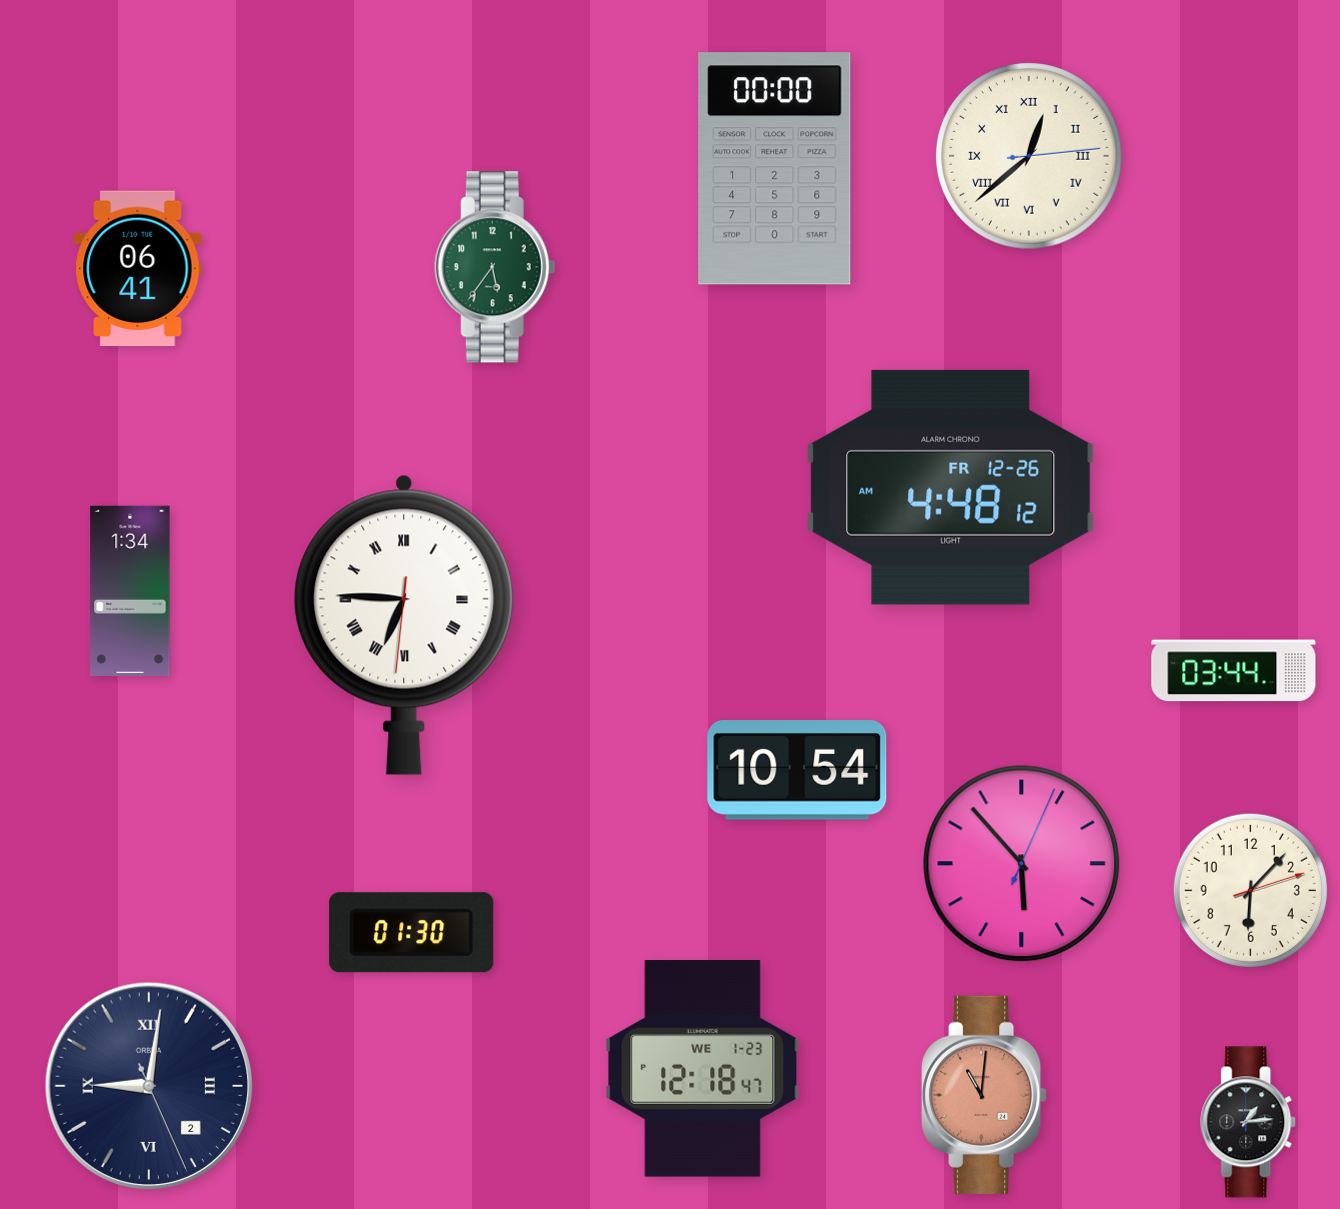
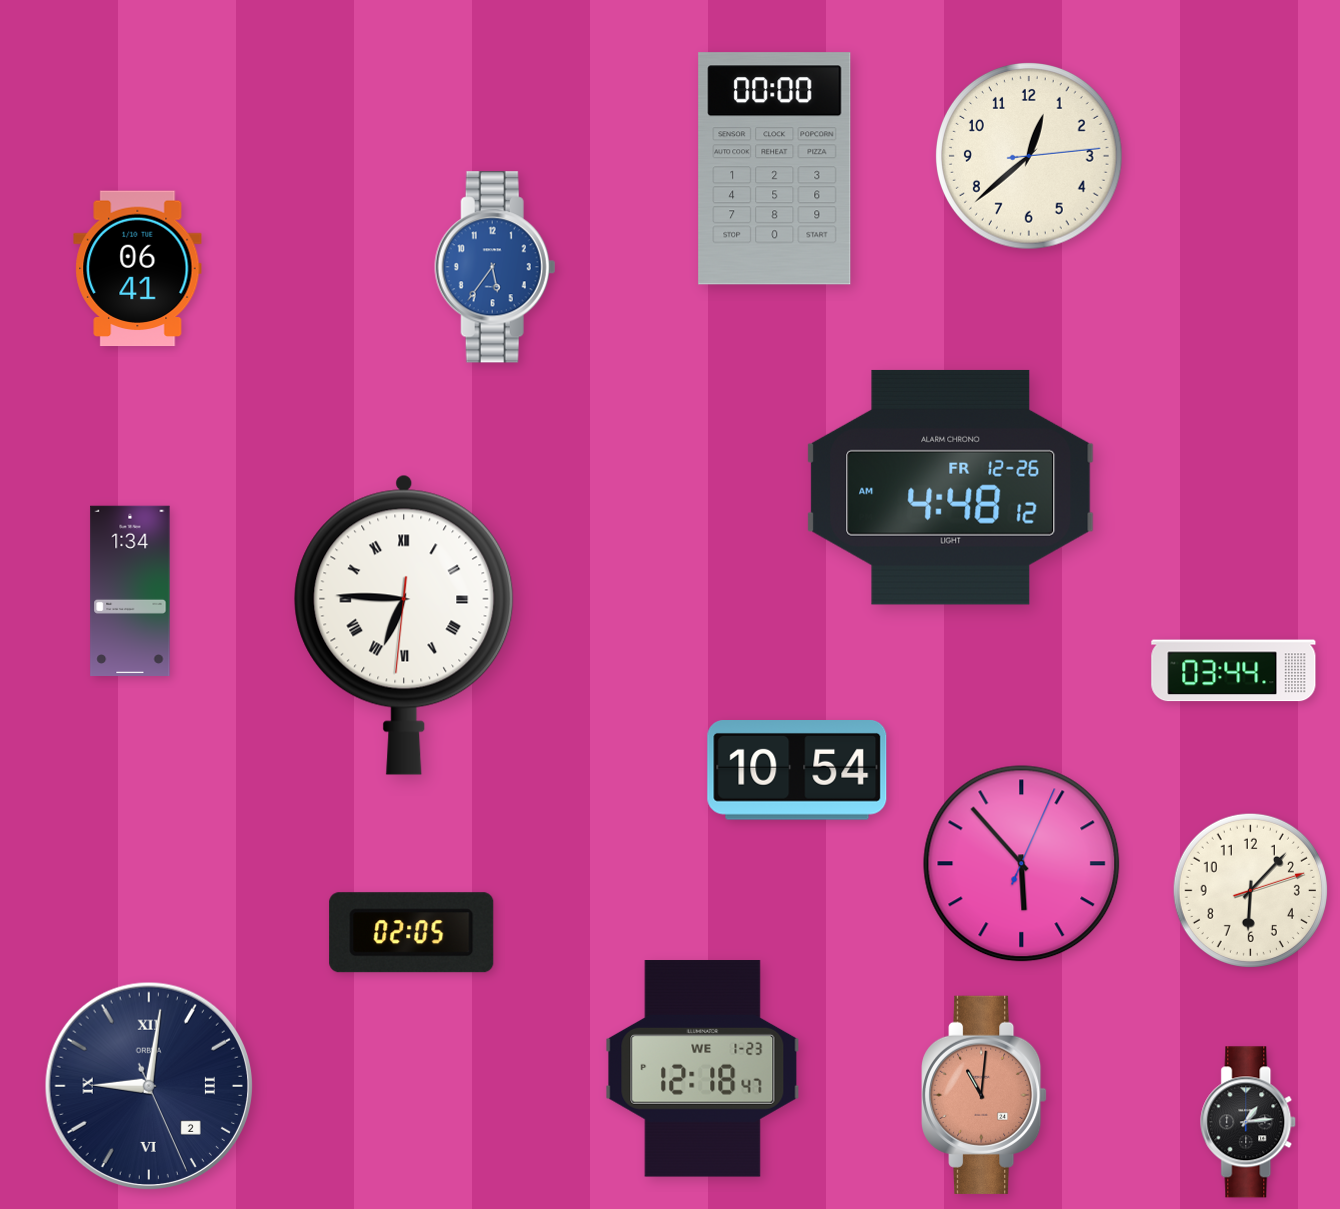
clock at (1030, 157) numerals: Roman -> Arabic
clock at (495, 267) dial: green -> blue
clock at (412, 933): 01:30 -> 02:05
